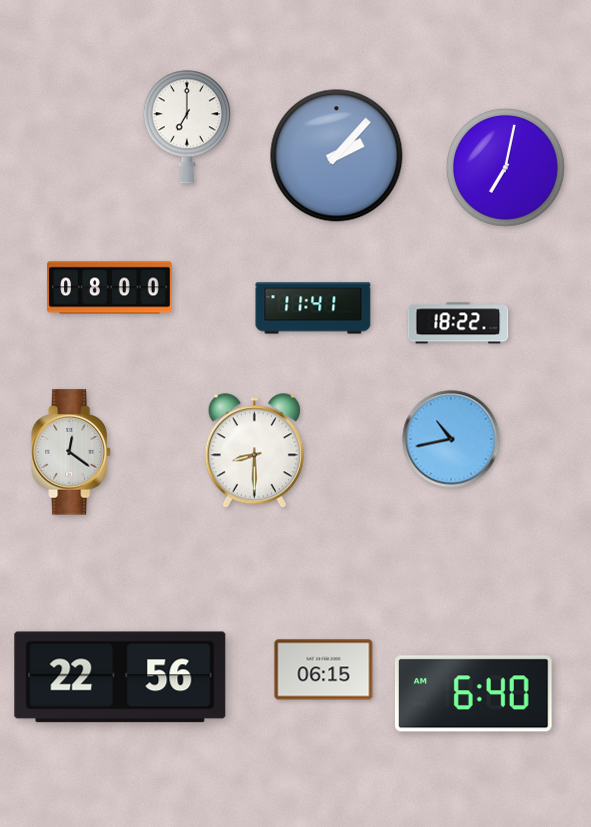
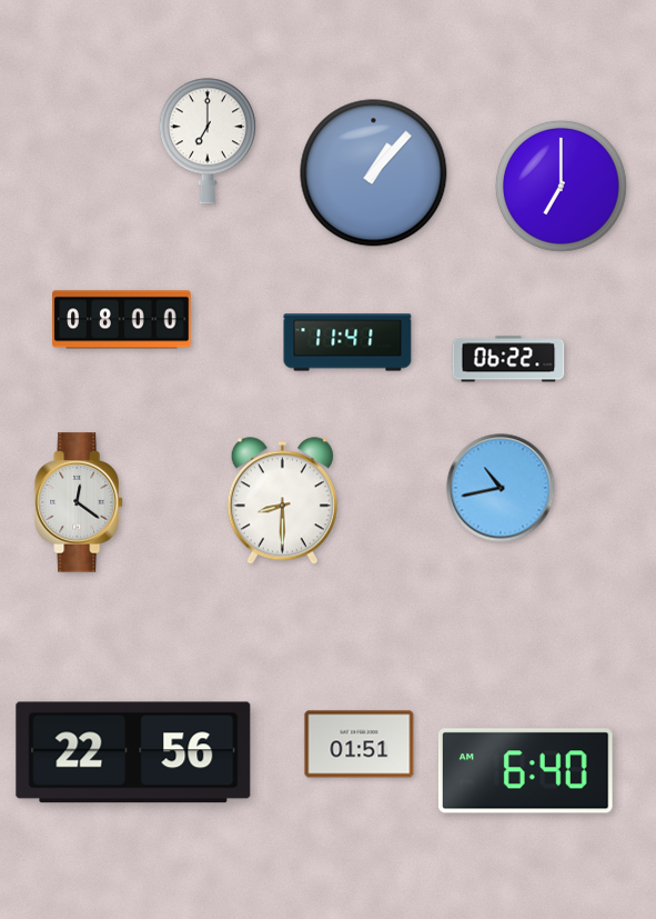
clock at (337, 156): 2:07 -> 1:07
clock at (505, 167): 7:02 -> 7:00
clock at (458, 323): 18:22 -> 06:22
clock at (324, 670): 06:15 -> 01:51
